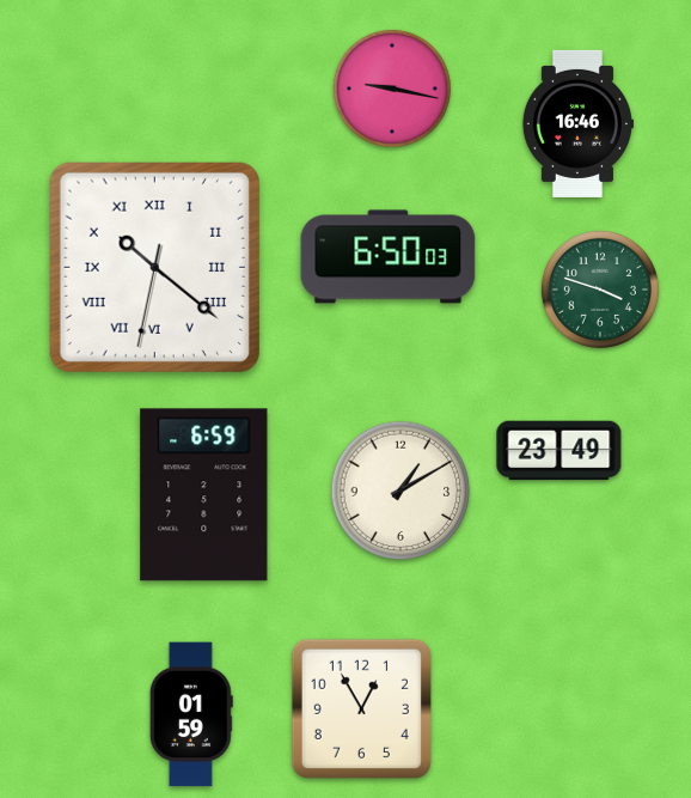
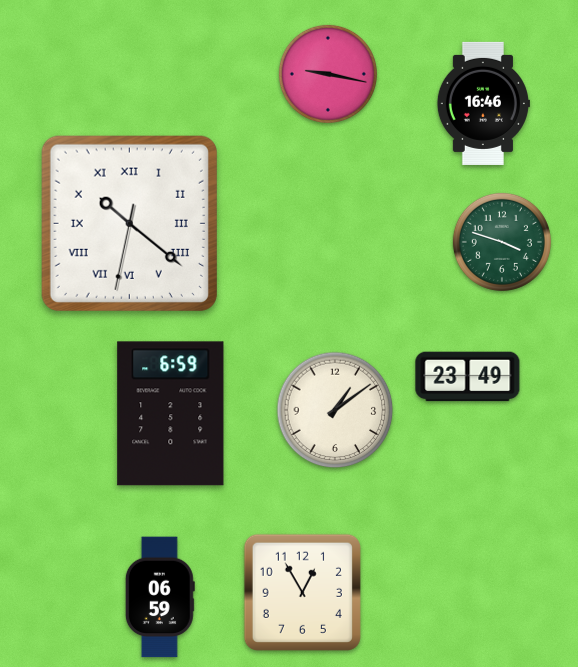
clock at (389, 257): 6:50 -> none
clock at (400, 491): 1:10 -> 1:09
clock at (191, 714): 01:59 -> 06:59
